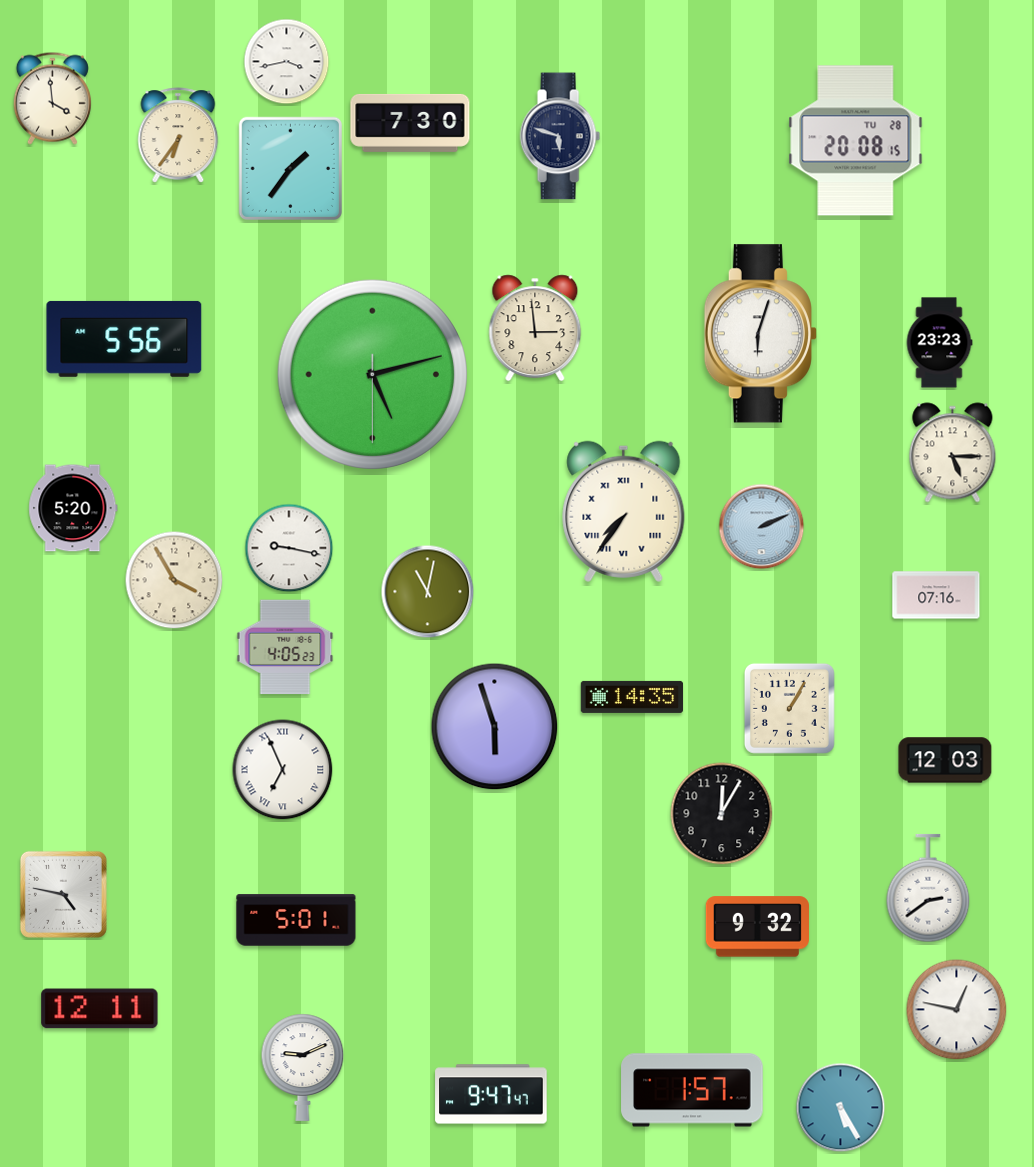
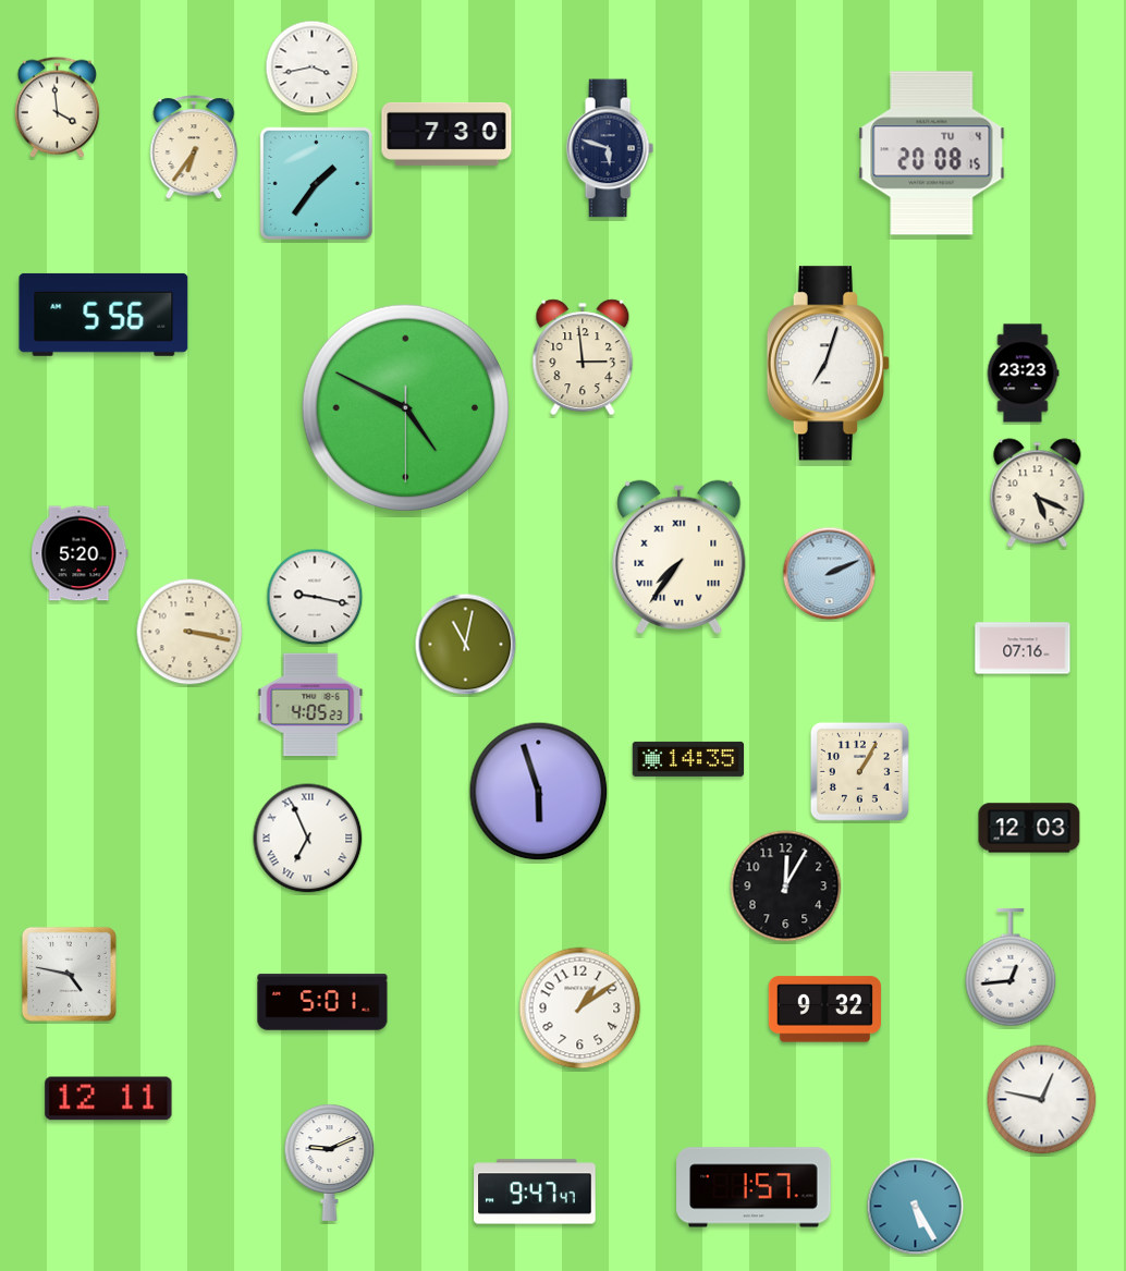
clock at (856, 141) date: TU 28 -> TU 4
clock at (760, 334): 6:03 -> 7:03
clock at (124, 339) position: (124, 339) -> (103, 315)
clock at (372, 374): 5:12 -> 4:49
clock at (953, 453): 5:15 -> 5:19
clock at (174, 580): 3:55 -> 3:17
clock at (936, 595) position: (936, 595) -> (1023, 648)
clock at (928, 888): 2:39 -> 12:44
clock at (580, 1009): none -> 1:09
